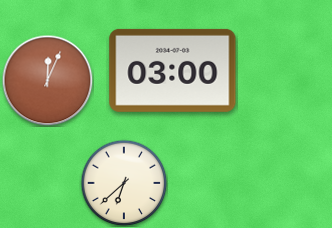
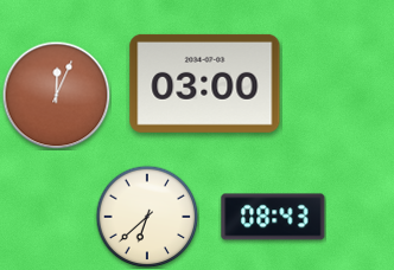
clock at (273, 217): none -> 08:43
